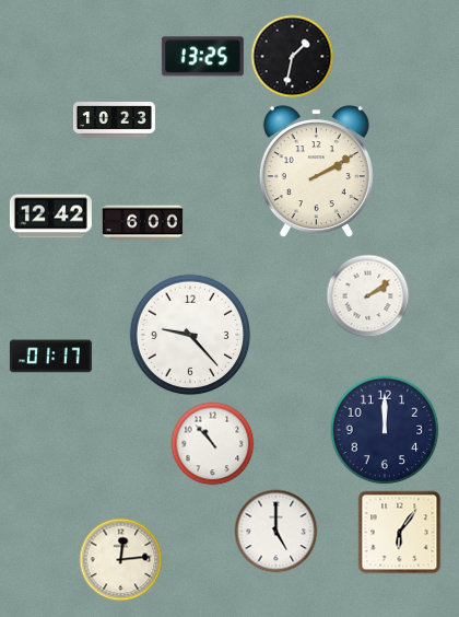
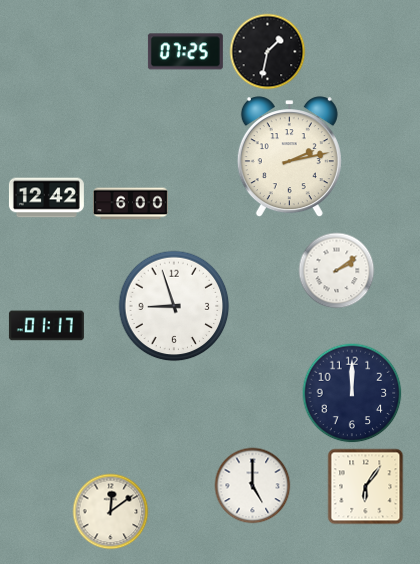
clock at (202, 57): 13:25 -> 07:25
clock at (114, 120): 10:23 -> none
clock at (316, 172): 2:10 -> 2:13
clock at (190, 335): 9:23 -> 8:57
clock at (213, 444): 10:53 -> none
clock at (121, 560): 12:14 -> 12:09
